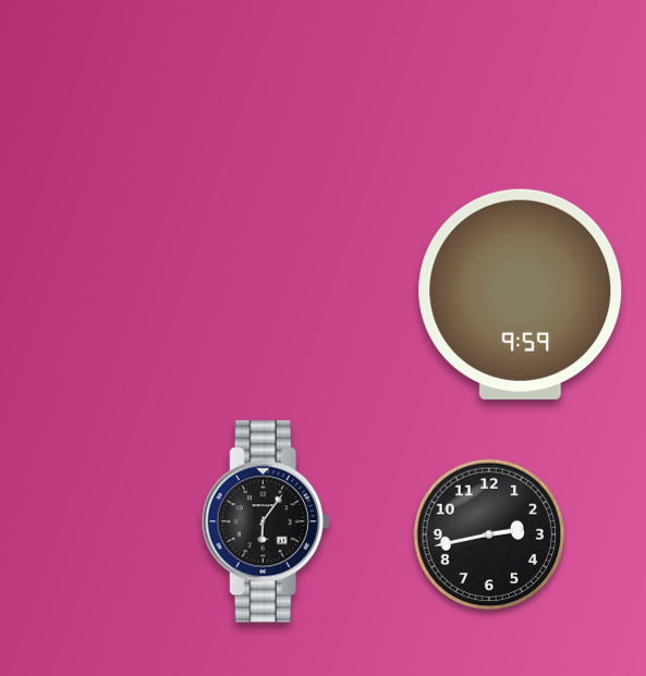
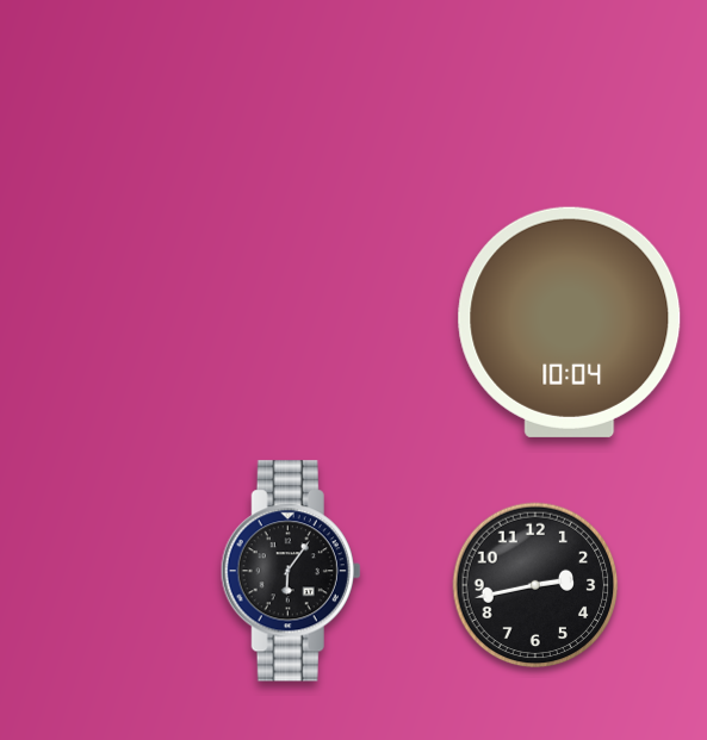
clock at (521, 294): 9:59 -> 10:04
